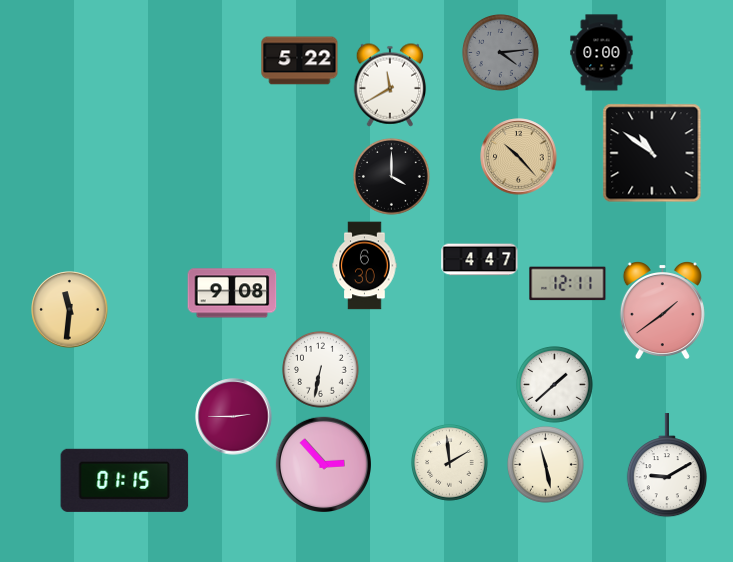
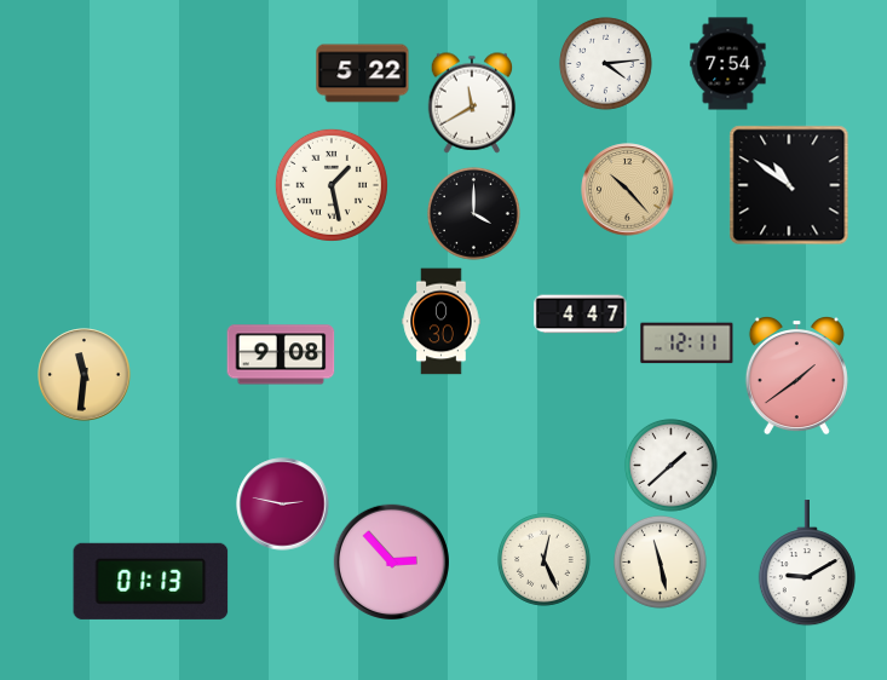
clock at (501, 53) dial: grey -> white
clock at (602, 53): 0:00 -> 7:54
clock at (332, 185): none -> 1:28
clock at (365, 266): 6:30 -> 0:30
clock at (662, 311) position: (662, 311) -> (796, 376)
clock at (321, 370): 6:32 -> none
clock at (234, 417): 2:45 -> 2:47
clock at (450, 463): 1:59 -> 12:26
clock at (125, 480): 01:15 -> 01:13
